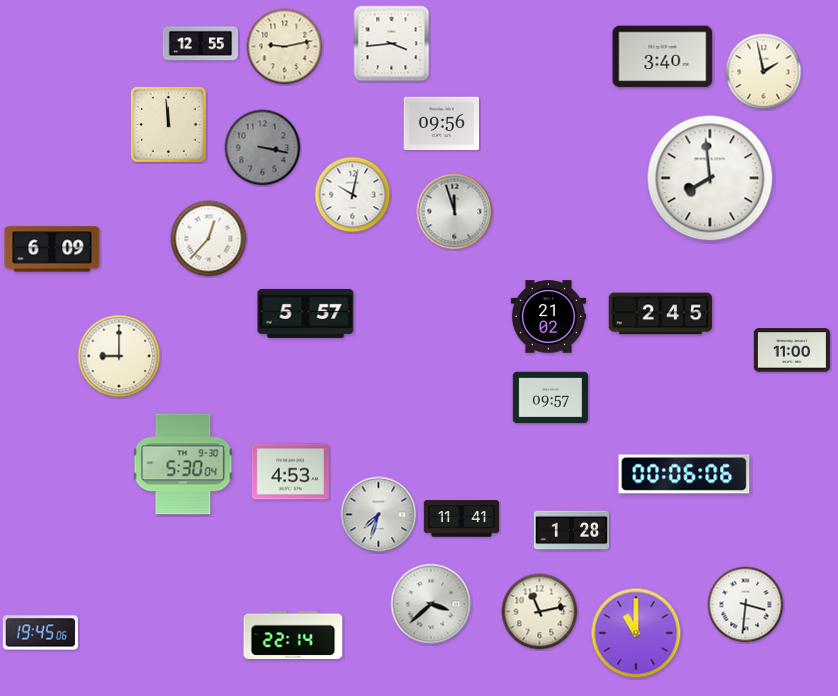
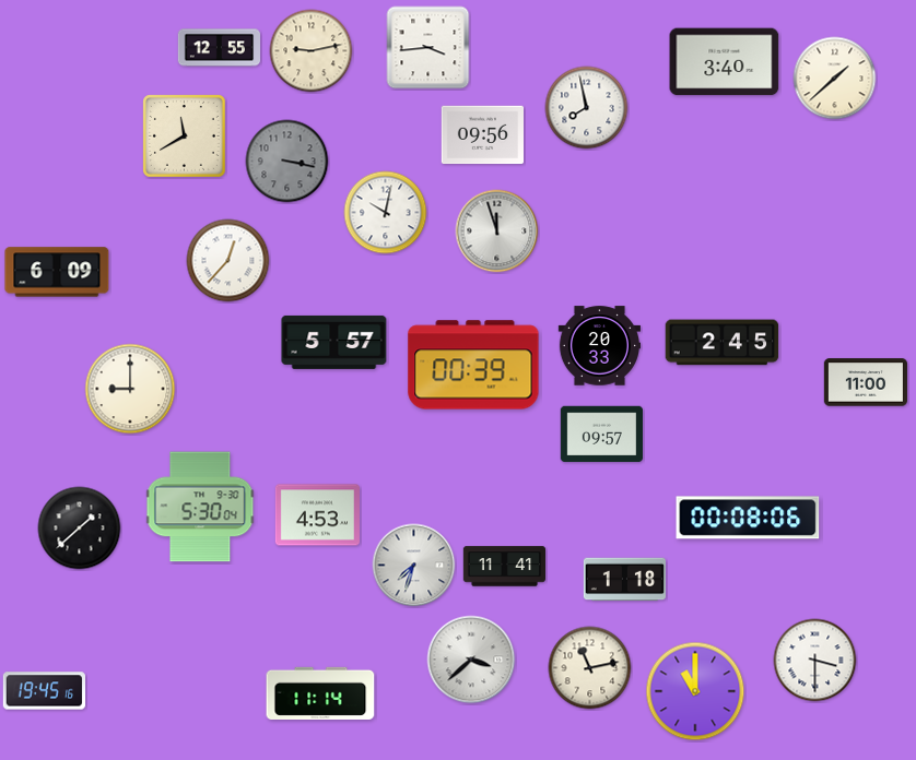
clock at (764, 72): 1:58 -> 1:38
clock at (587, 108): none -> 7:58
clock at (169, 125): 11:59 -> 11:40
clock at (710, 178): 7:59 -> none
clock at (548, 317): 21:02 -> 20:33
clock at (473, 365): none -> 00:39
clock at (684, 474): 00:06 -> 00:08
clock at (80, 529): none -> 1:38
clock at (379, 515) position: (379, 515) -> (414, 566)
clock at (571, 531): 1:28 -> 1:18
clock at (746, 605): 3:31 -> 3:30
clock at (40, 633): 19:45:06 -> 19:45:16
clock at (293, 635): 22:14 -> 11:14
